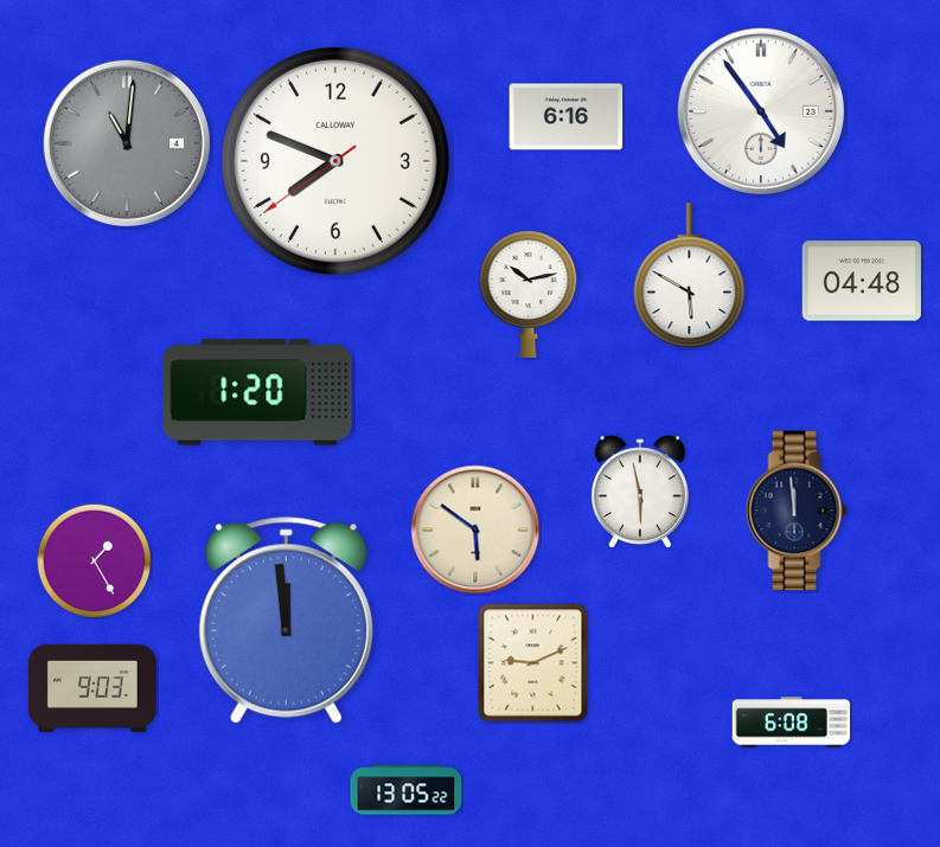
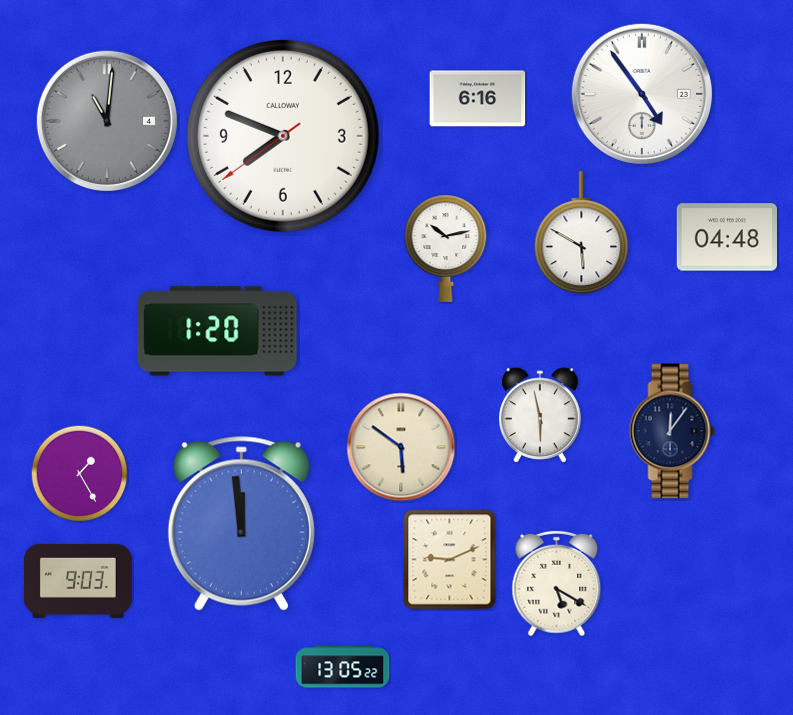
clock at (797, 511): 11:59 -> 12:06
clock at (557, 584): none -> 5:20
clock at (792, 723): 6:08 -> none
